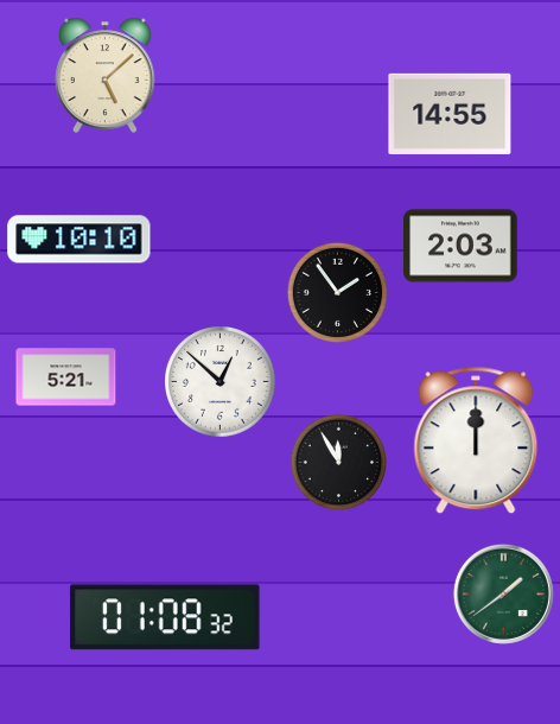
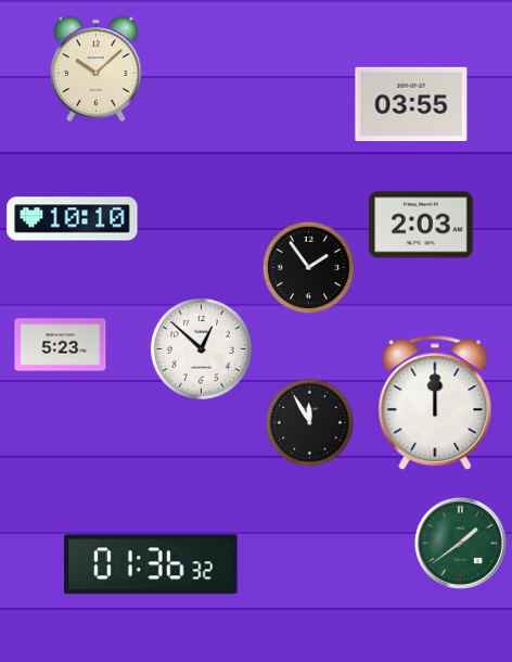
clock at (106, 75): 5:08 -> 10:08
clock at (450, 114): 14:55 -> 03:55
clock at (66, 377): 5:21 -> 5:23
clock at (165, 617): 01:08 -> 01:36
